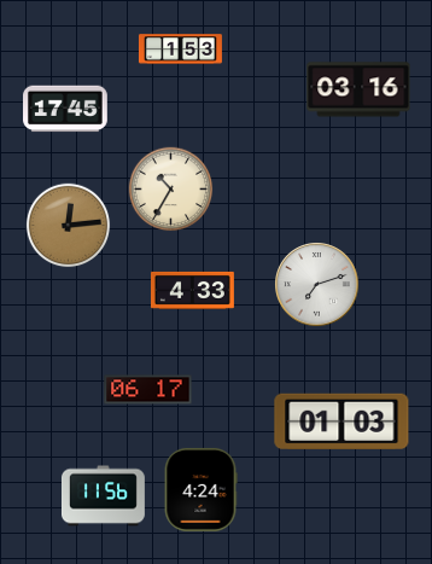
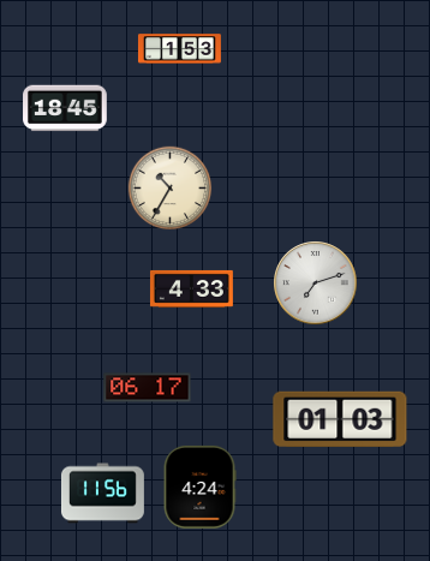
clock at (358, 89): 03:16 -> none
clock at (65, 109): 17:45 -> 18:45
clock at (69, 226): 12:14 -> none
